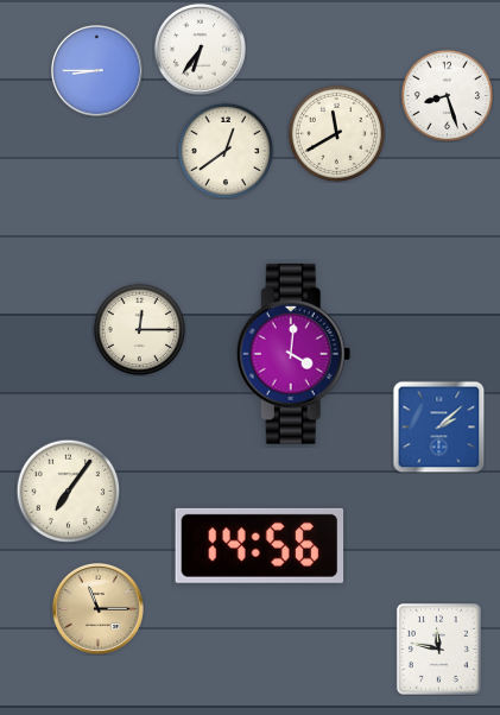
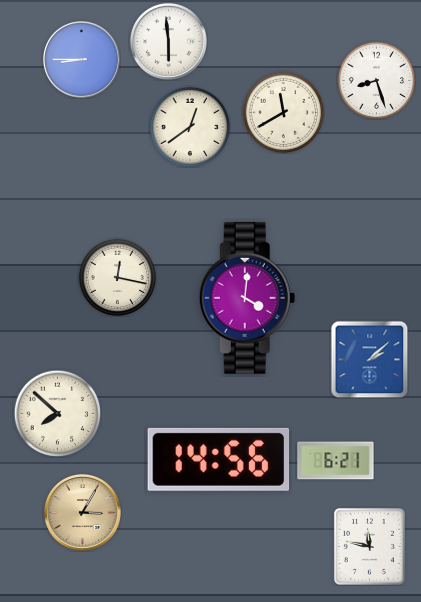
clock at (200, 49): 6:36 -> 5:59
clock at (139, 329): 12:15 -> 12:17
clock at (68, 491): 7:06 -> 7:52
clock at (336, 461): none -> 6:21
clock at (97, 608): 11:15 -> 3:05
